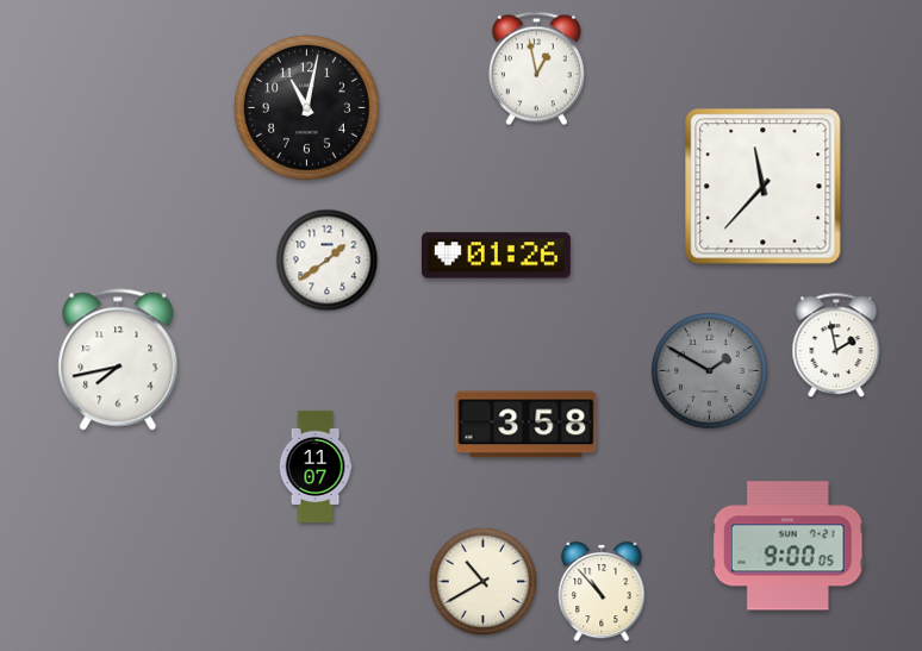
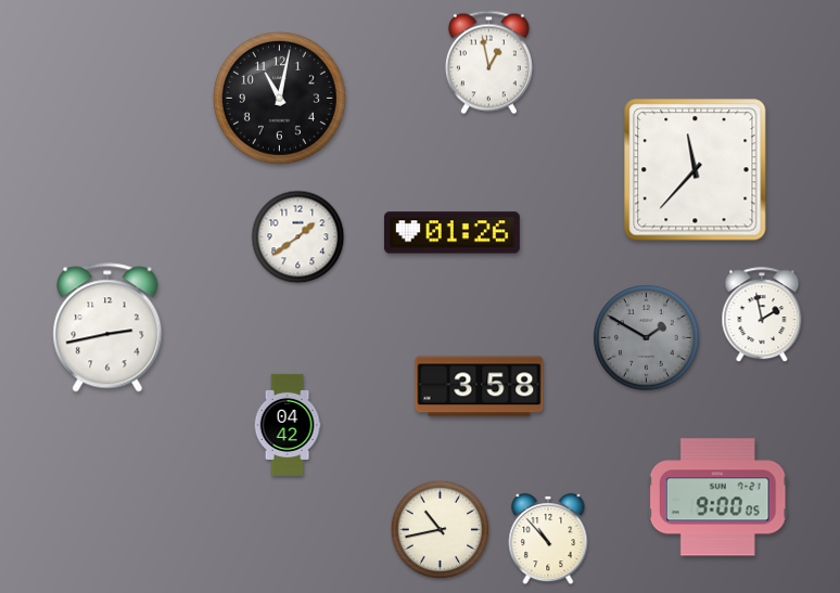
clock at (118, 359): 7:43 -> 2:43
clock at (316, 467): 11:07 -> 04:42
clock at (484, 582): 10:40 -> 10:43
